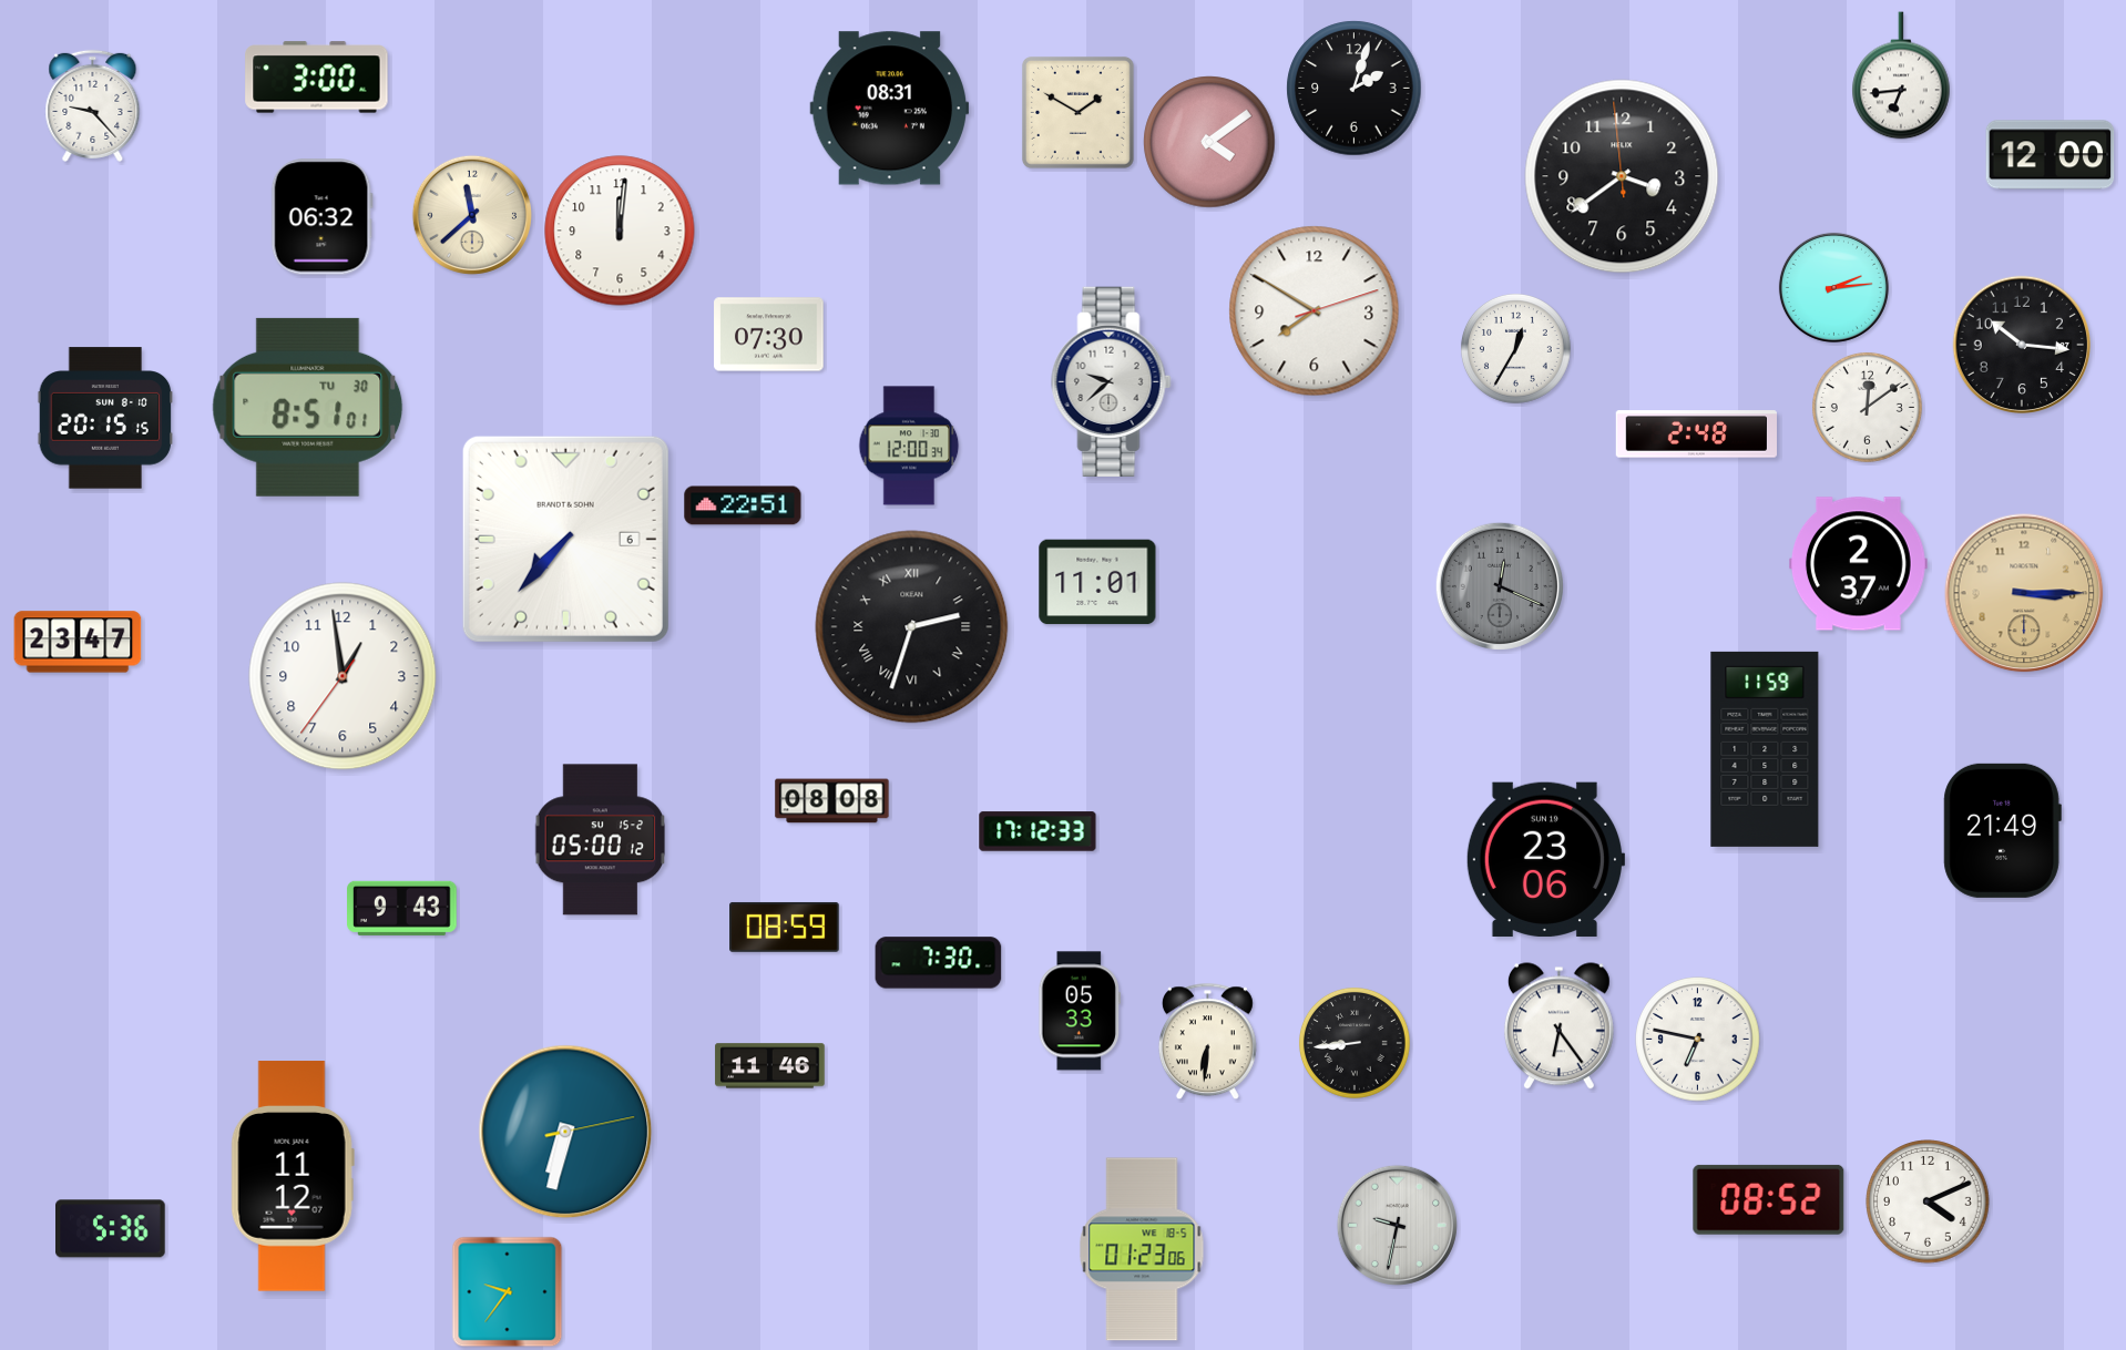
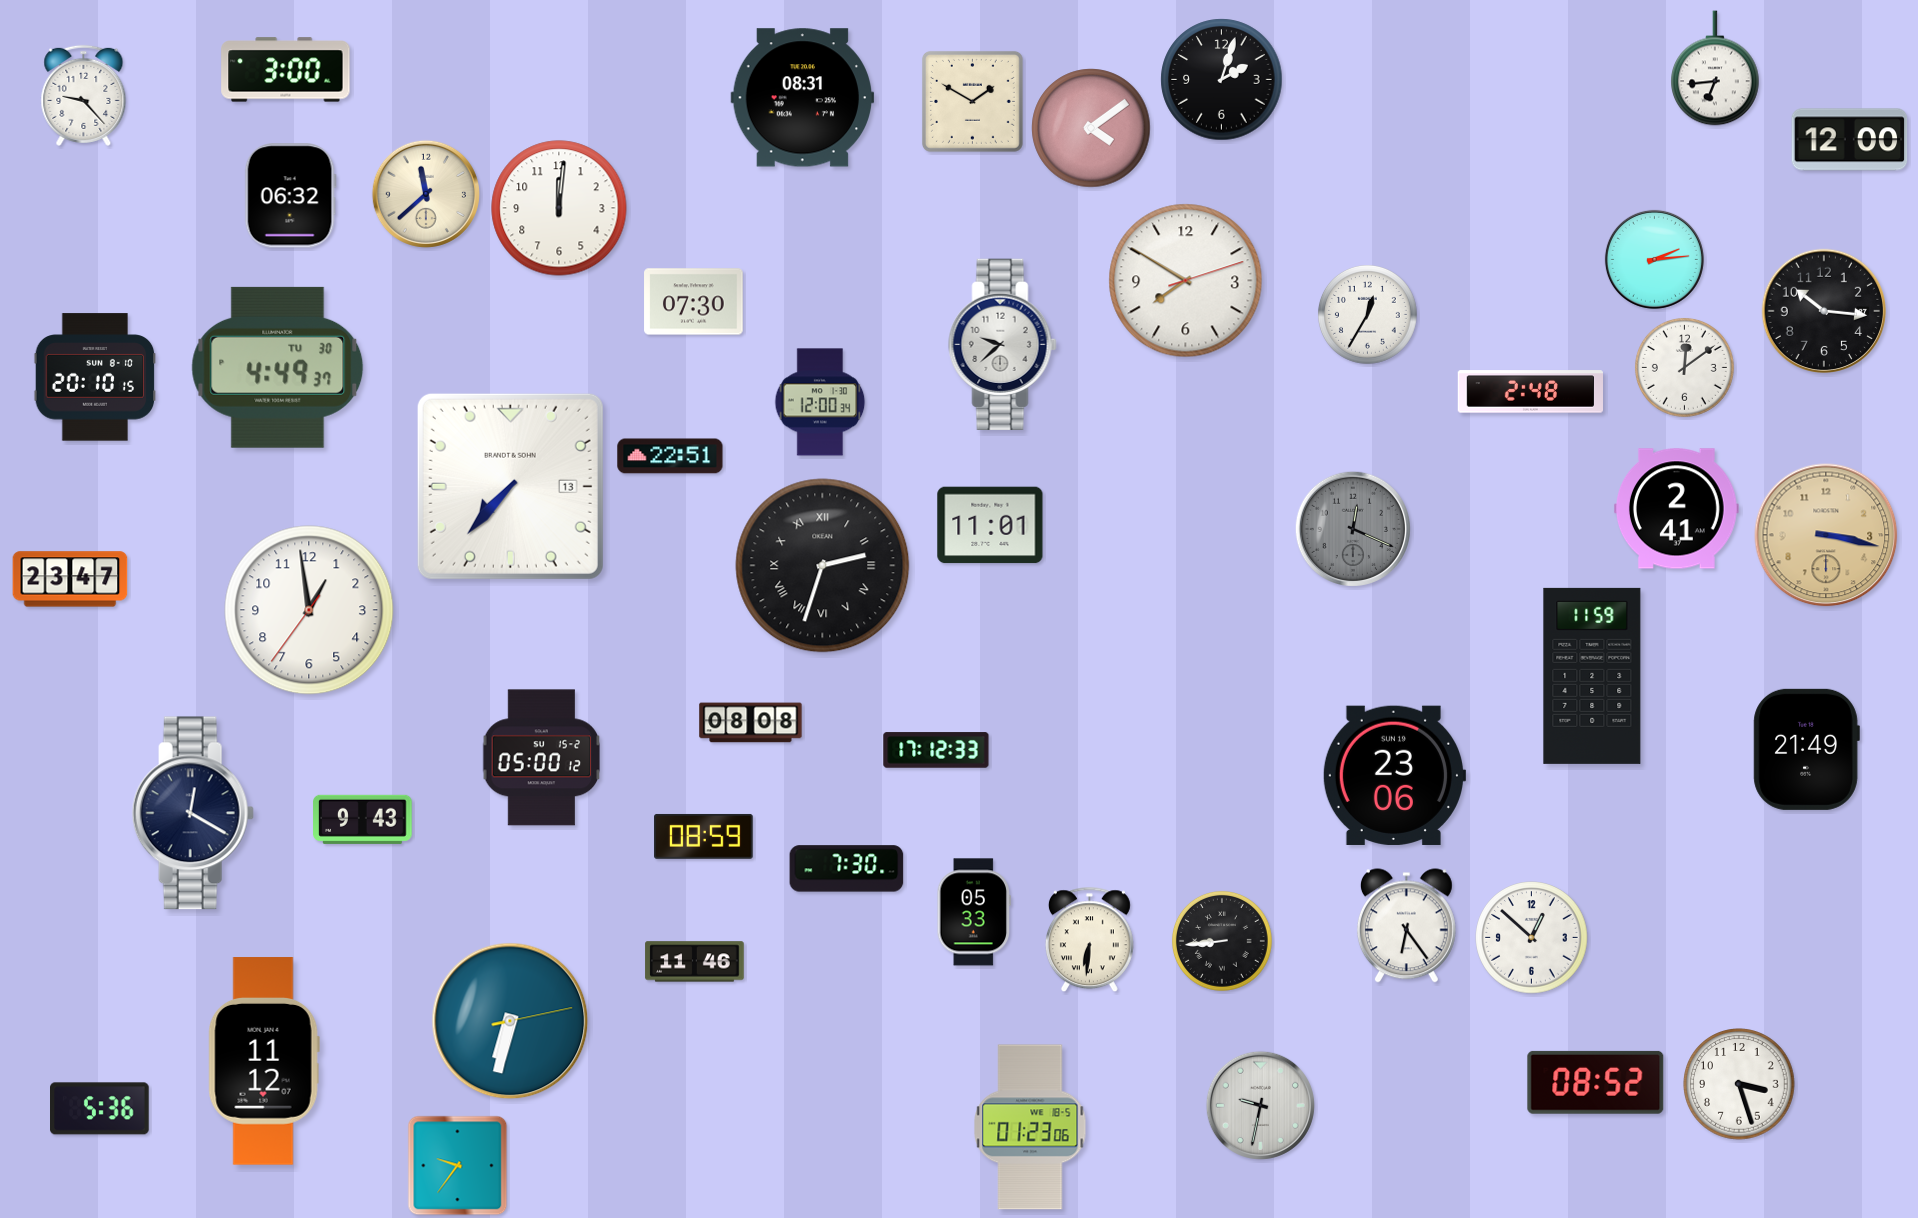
clock at (1622, 176): 3:38 -> none
clock at (308, 407): 8:51 -> 4:49
clock at (105, 418): 20:15 -> 20:10
clock at (565, 539) date: 6 -> 13
clock at (1858, 564): 2:37 -> 2:41
clock at (2024, 593): 3:15 -> 3:17
clock at (193, 813): none -> 12:20
clock at (785, 928) position: (785, 928) -> (704, 837)
clock at (1698, 1040): 6:47 -> 12:52
clock at (1928, 1201): 4:11 -> 3:27
